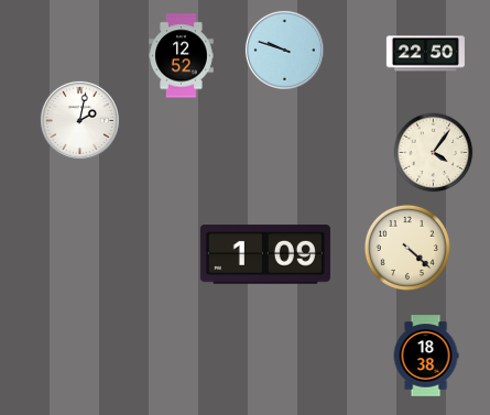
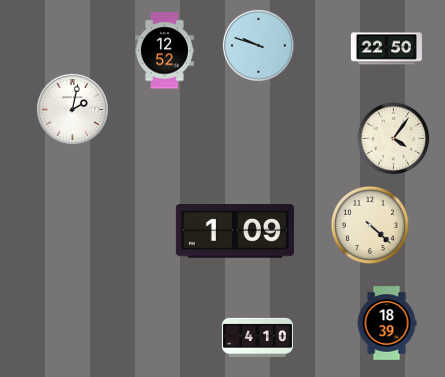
clock at (265, 254) position: (265, 254) -> (235, 231)
clock at (426, 356): 18:38 -> 18:39
clock at (257, 337): none -> 4:10
